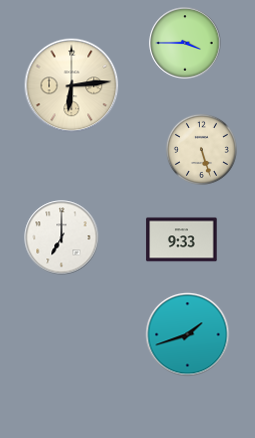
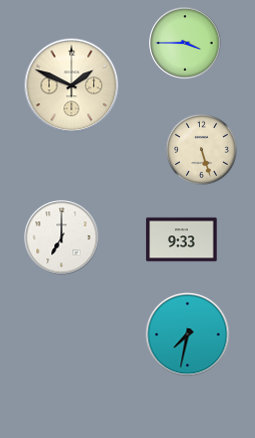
clock at (72, 86): 6:14 -> 1:49
clock at (188, 335): 1:42 -> 7:32
